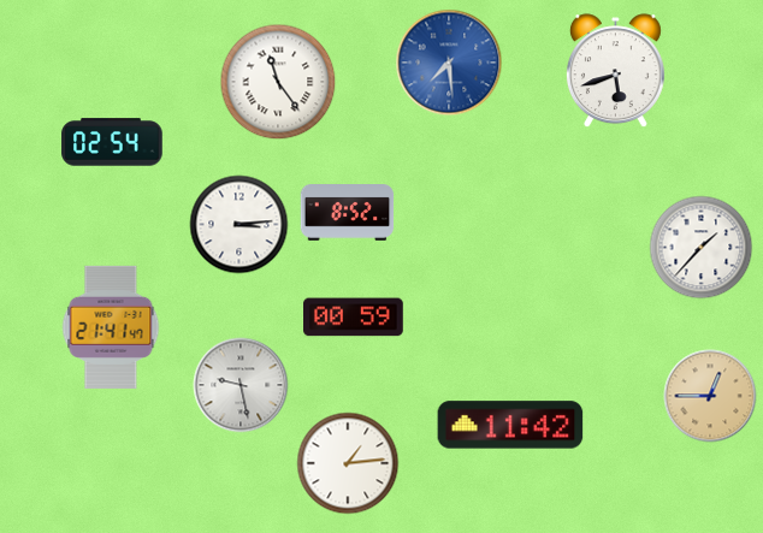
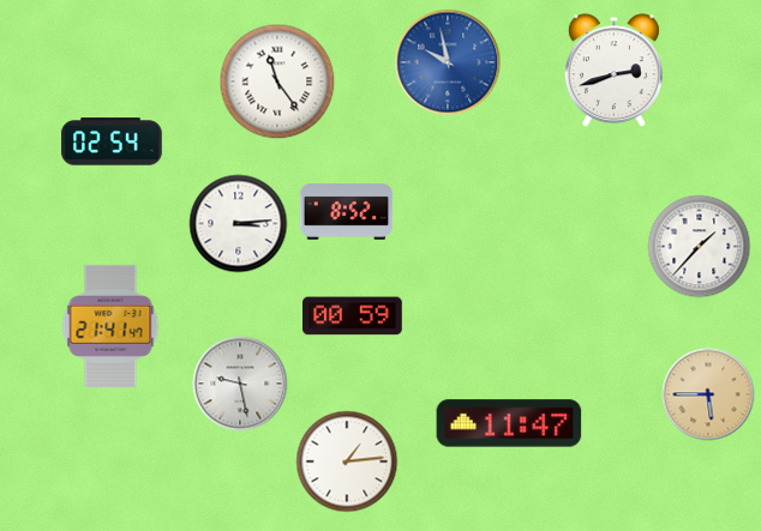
clock at (449, 63): 7:29 -> 9:58
clock at (615, 71): 5:42 -> 2:42
clock at (710, 396): 12:45 -> 5:45
clock at (510, 425): 11:42 -> 11:47
